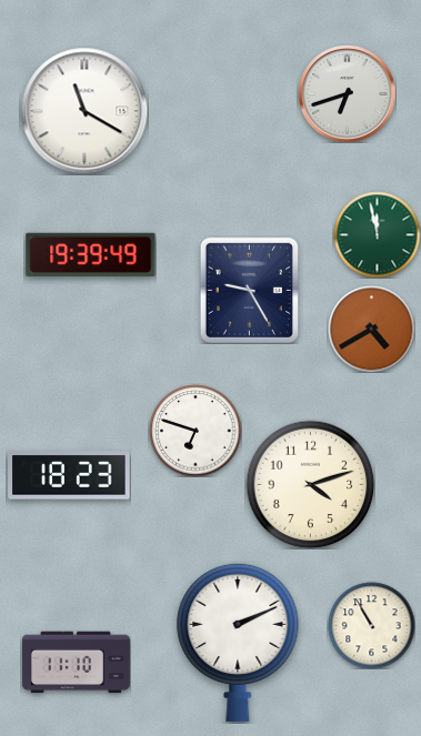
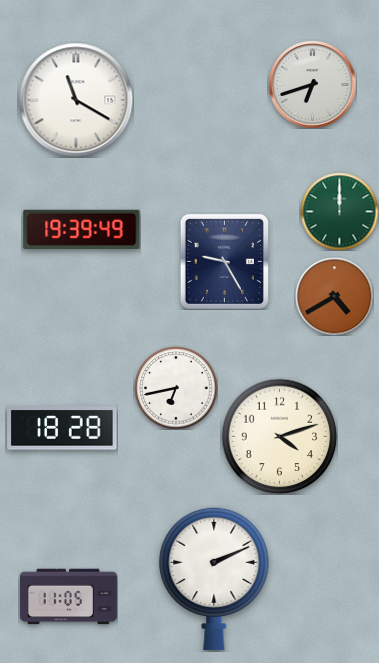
clock at (377, 234): 11:58 -> 12:00
clock at (196, 431): 6:48 -> 6:43
clock at (69, 475): 18:23 -> 18:28
clock at (371, 625): 10:55 -> none
clock at (76, 663): 11:10 -> 11:05
